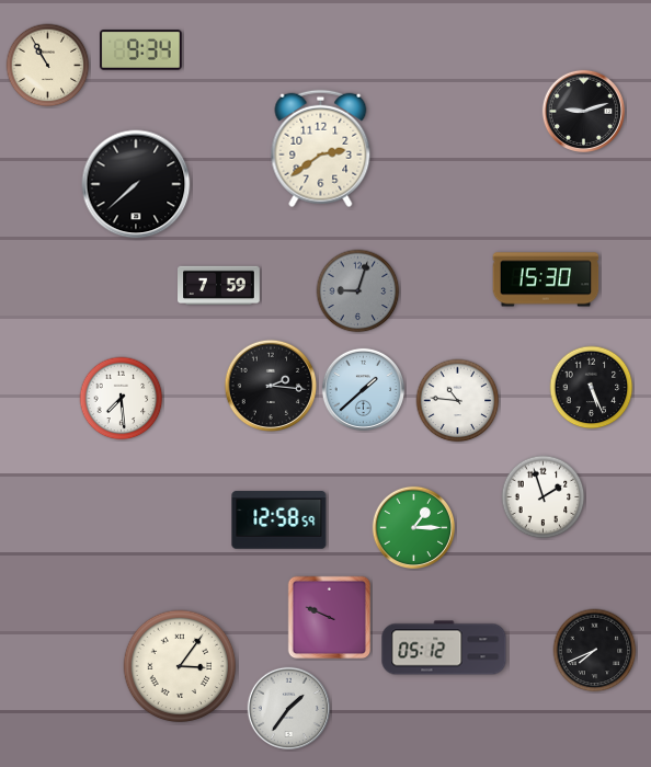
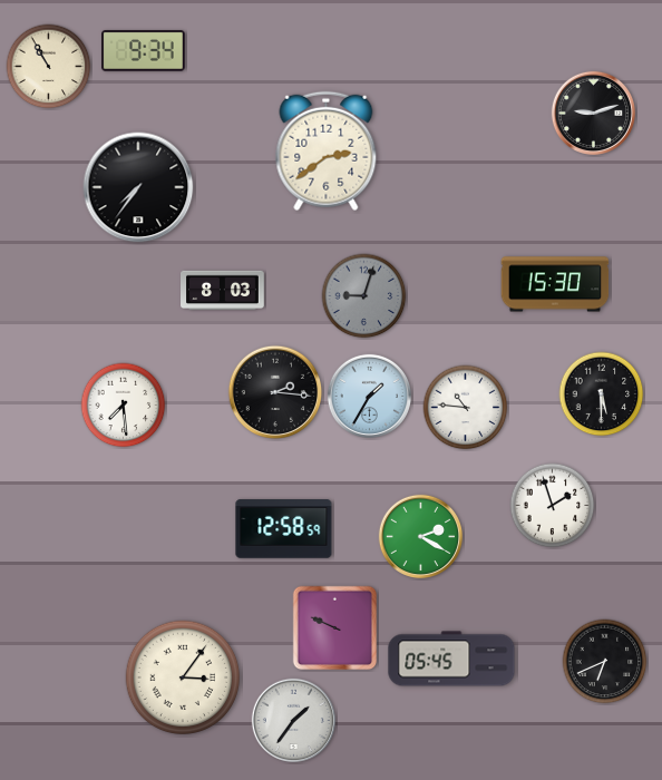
clock at (136, 184): 7:38 -> 7:36
clock at (219, 286): 7:59 -> 8:03
clock at (592, 388): 5:26 -> 5:30
clock at (363, 389): 1:38 -> 1:35
clock at (413, 527): 1:15 -> 2:20
clock at (444, 648): 05:12 -> 05:45
clock at (595, 651): 7:41 -> 6:41
